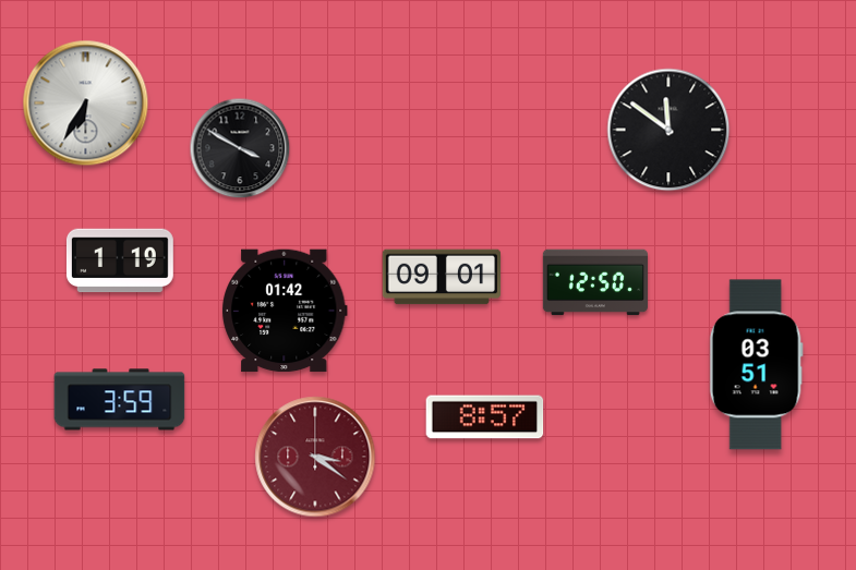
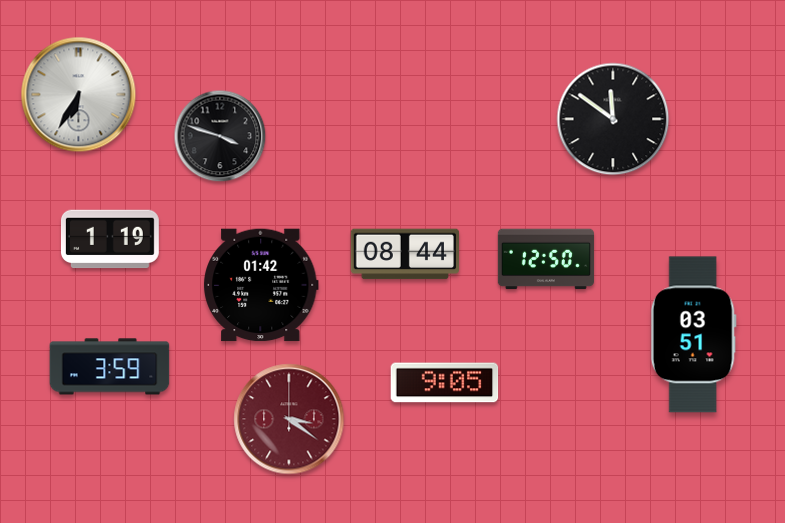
clock at (240, 148): 3:50 -> 3:48
clock at (442, 277): 09:01 -> 08:44
clock at (485, 417): 8:57 -> 9:05
